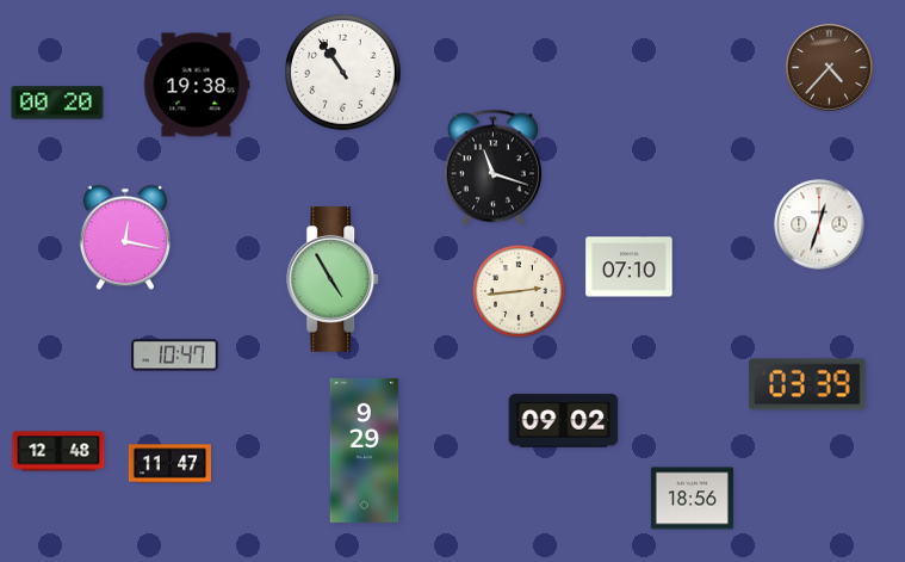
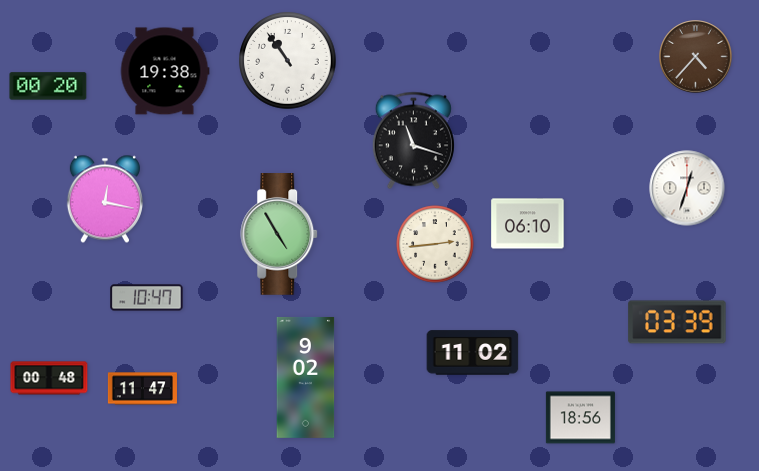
clock at (630, 267): 07:10 -> 06:10
clock at (564, 421): 09:02 -> 11:02
clock at (365, 450): 9:29 -> 9:02
clock at (58, 451): 12:48 -> 00:48
